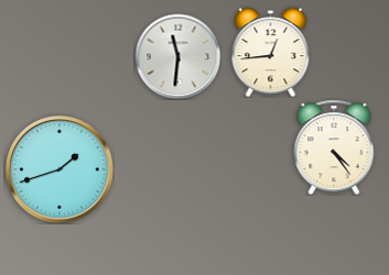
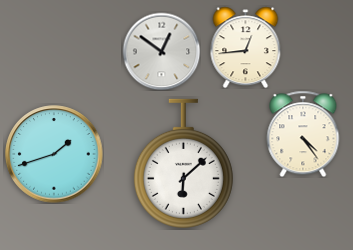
clock at (177, 56): 11:31 -> 12:51
clock at (183, 163): none -> 6:08
